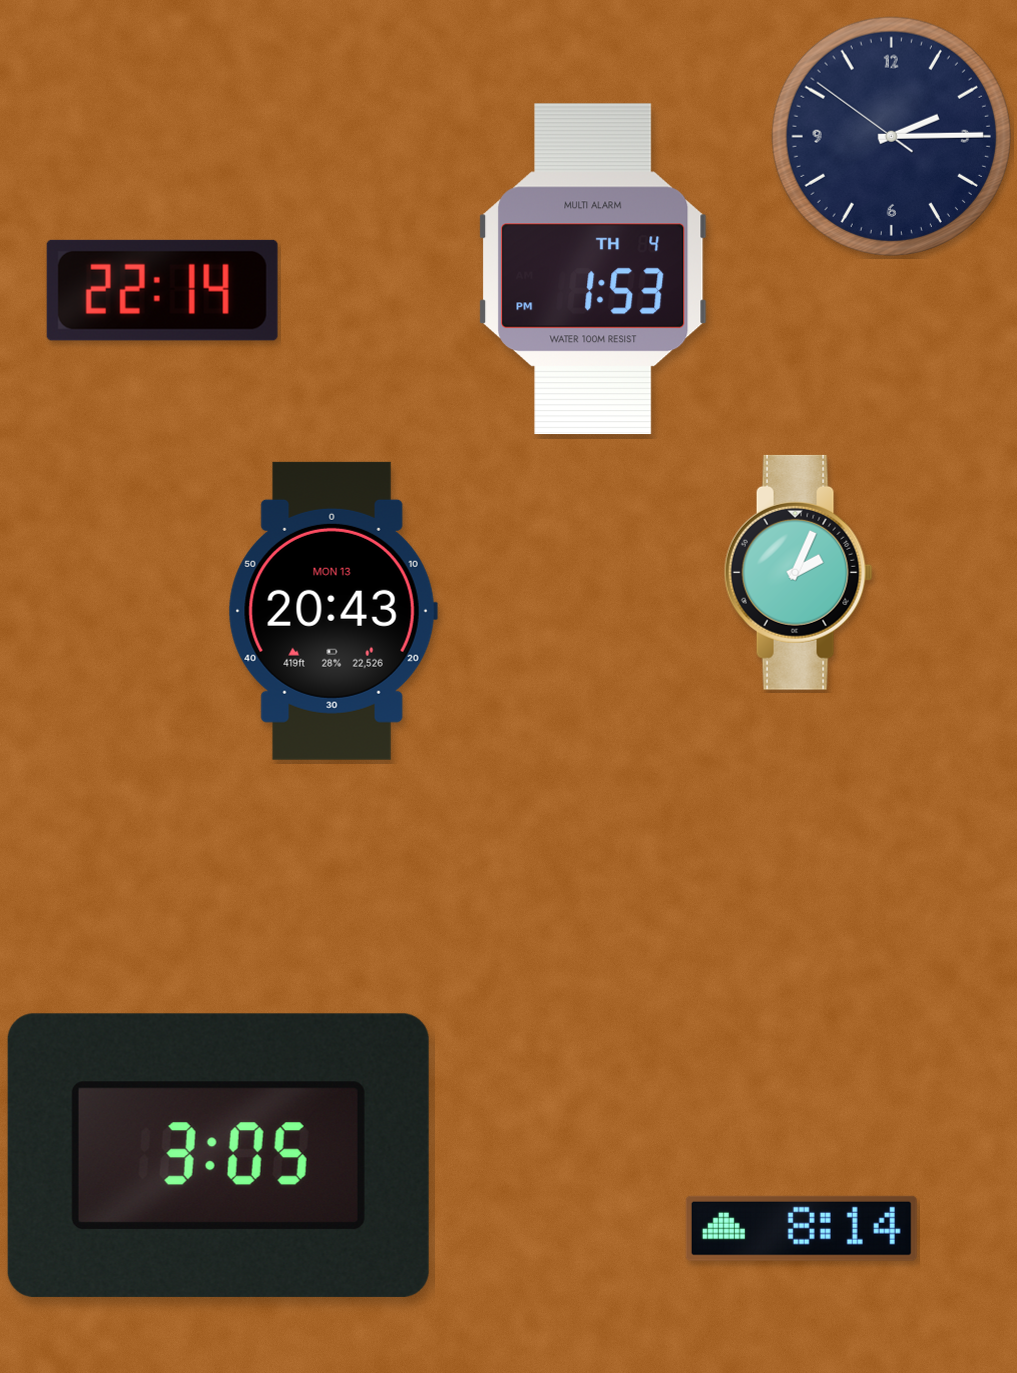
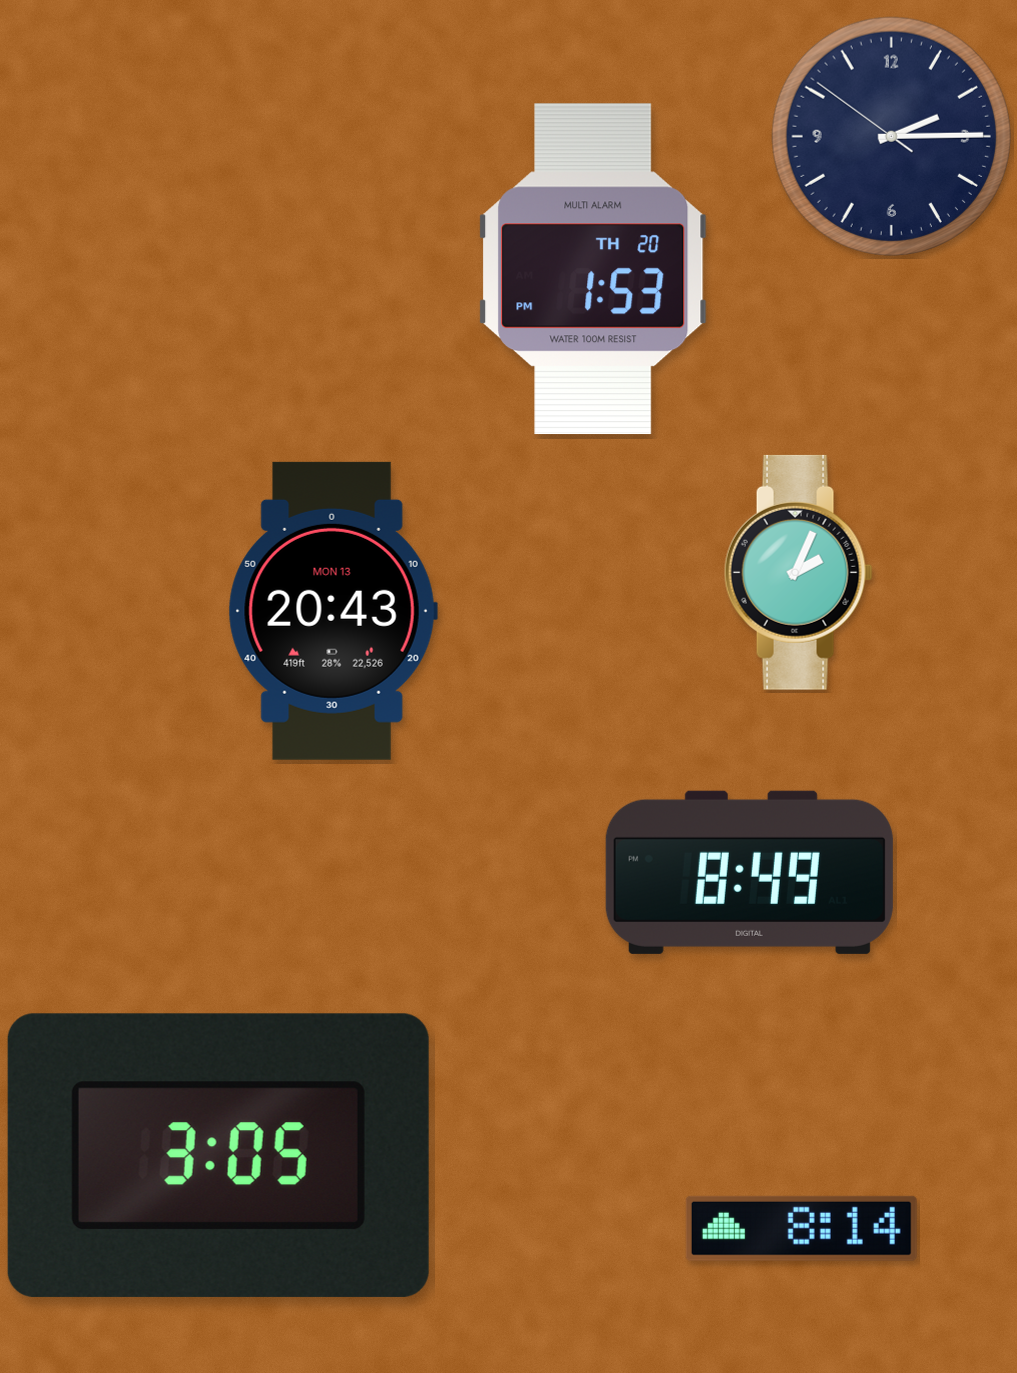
clock at (593, 269) date: TH 4 -> TH 20
clock at (162, 290): 22:14 -> none
clock at (749, 872): none -> 8:49
